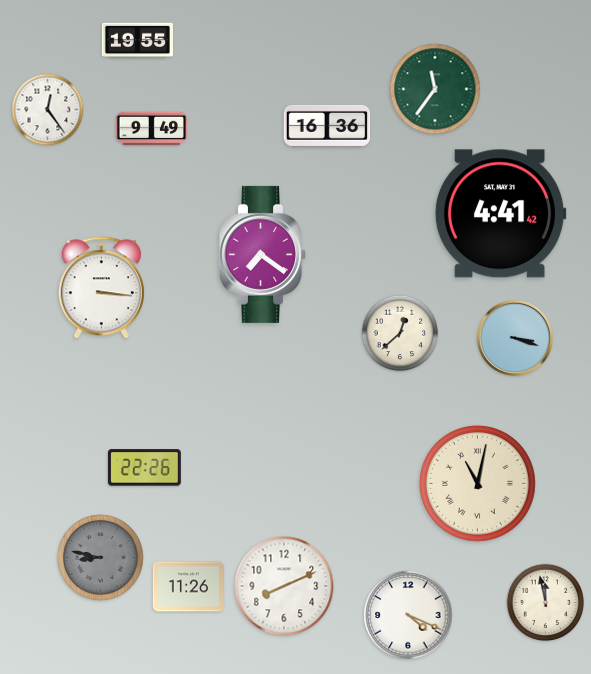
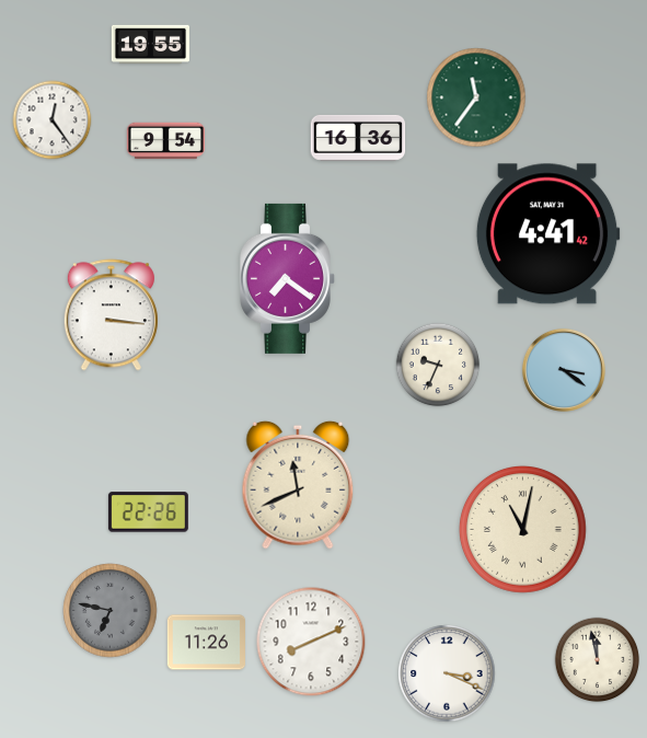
clock at (151, 129): 9:49 -> 9:54
clock at (400, 333): 12:38 -> 9:34
clock at (515, 338): 3:18 -> 3:21
clock at (298, 485): none -> 11:41
clock at (144, 468) position: (144, 468) -> (148, 512)
clock at (101, 558): 8:47 -> 6:47
clock at (408, 615): 4:19 -> 3:19
